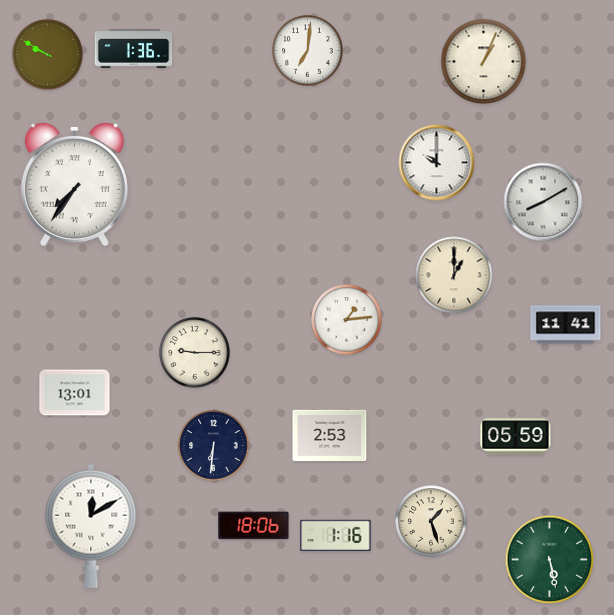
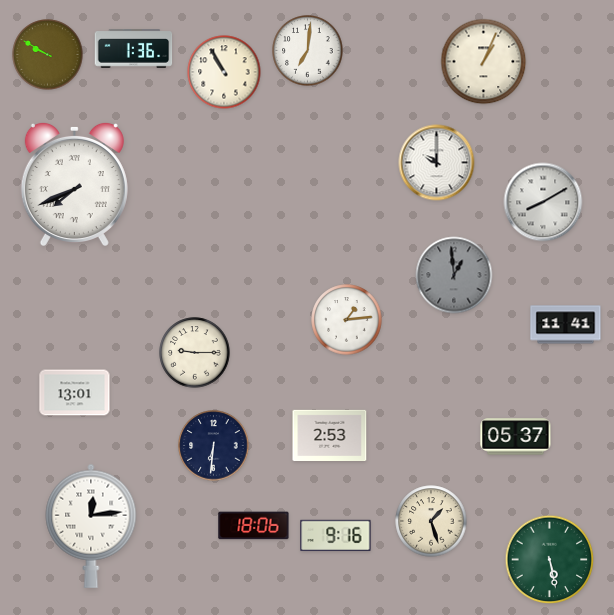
clock at (224, 72): none -> 10:55
clock at (74, 183): 7:36 -> 7:41
clock at (454, 275): 1:00 -> 12:59
clock at (454, 275) dial: cream -> grey
clock at (516, 437): 05:59 -> 05:37
clock at (91, 526): 12:10 -> 12:14
clock at (336, 536): 1:16 -> 9:16
